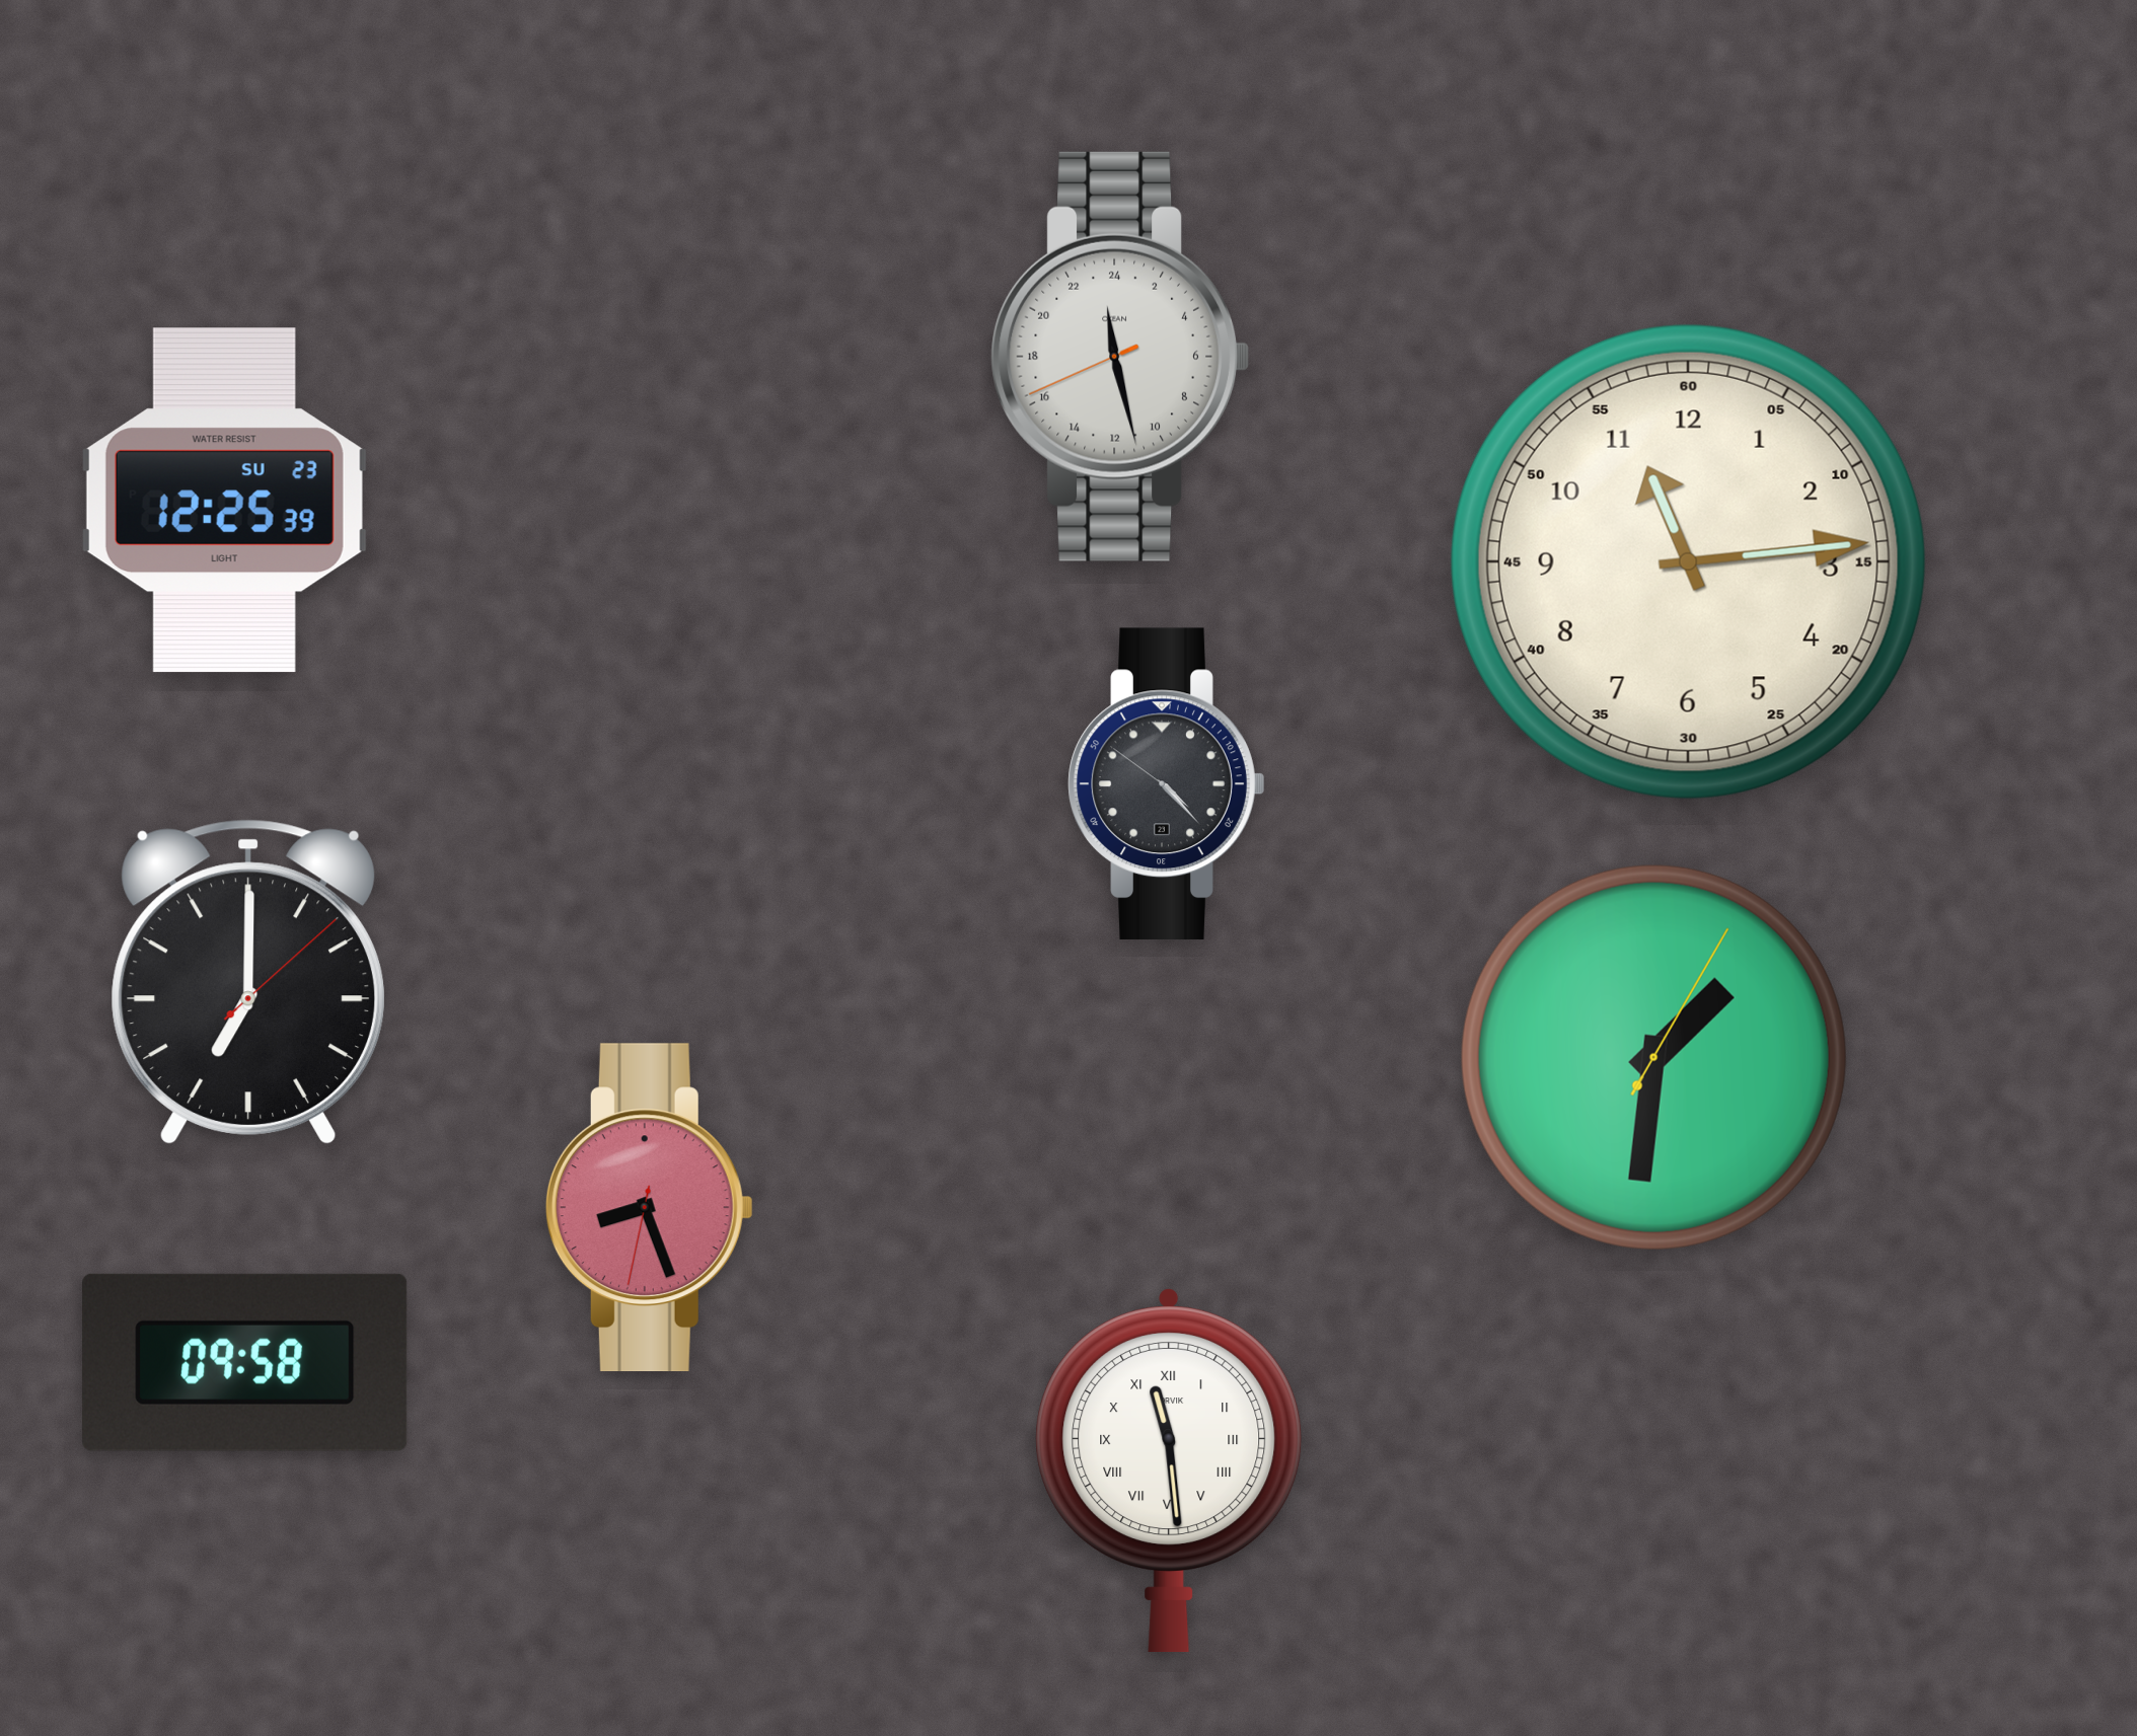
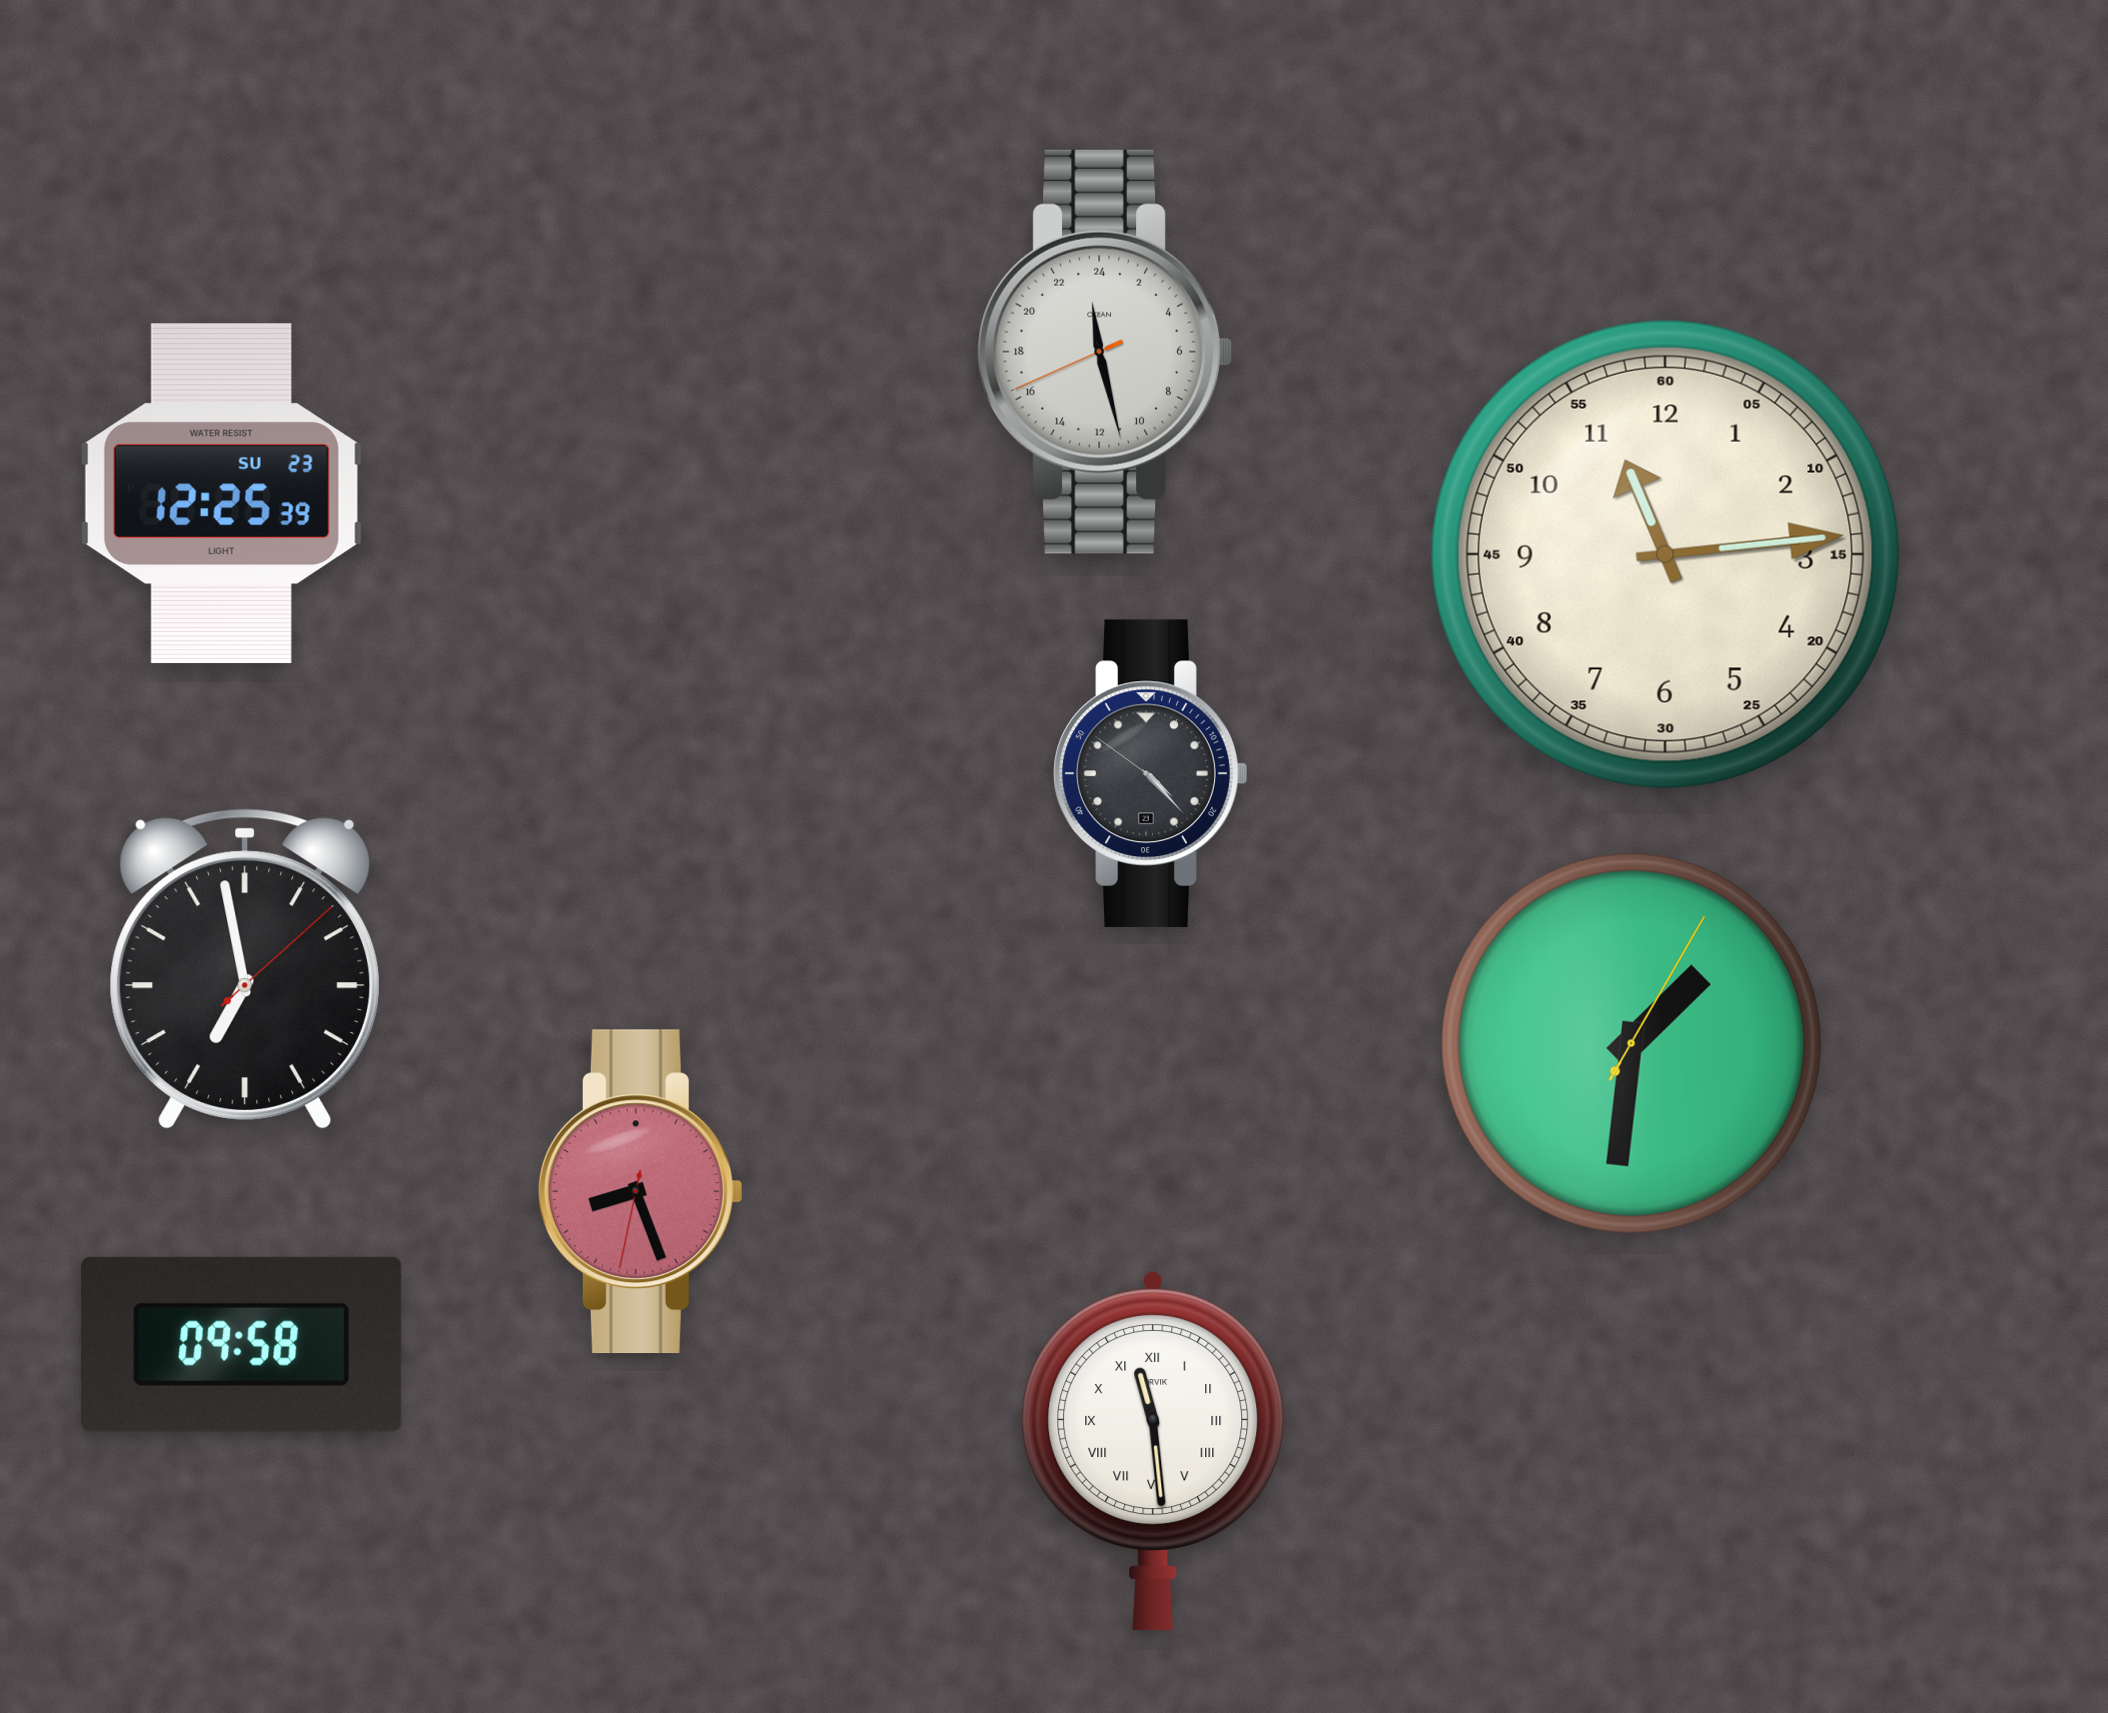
clock at (248, 982): 7:00 -> 6:58
